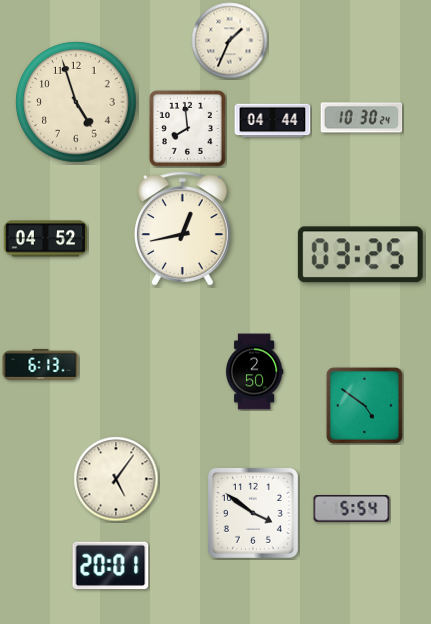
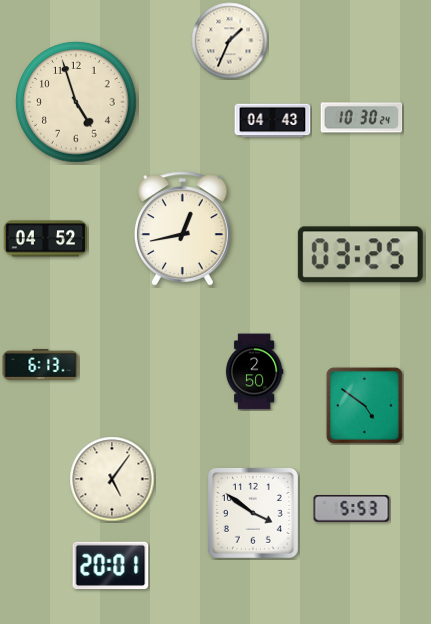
clock at (273, 121): 04:44 -> 04:43
clock at (187, 128): 7:59 -> none
clock at (116, 479) position: (116, 479) -> (112, 479)
clock at (352, 509): 5:54 -> 5:53
